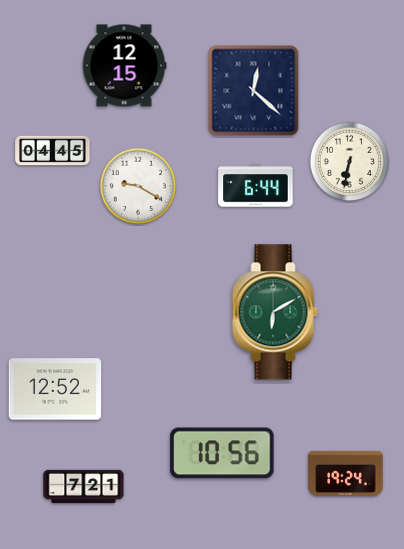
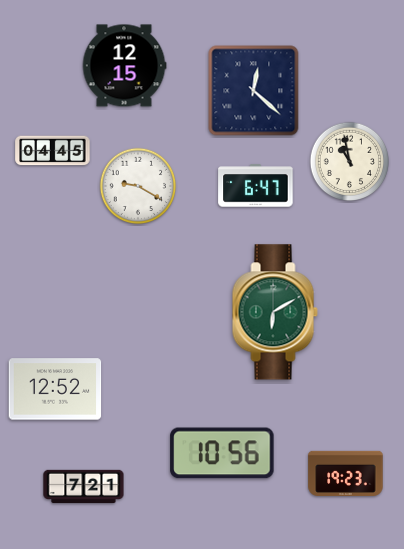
clock at (350, 162): 6:32 -> 10:58
clock at (256, 186): 6:44 -> 6:47
clock at (346, 473): 19:24 -> 19:23
